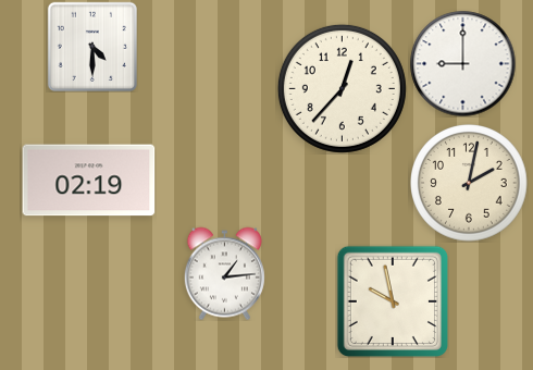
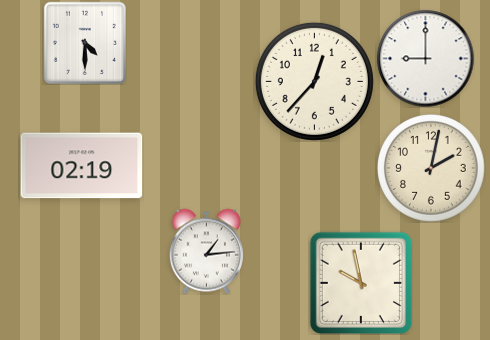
clock at (392, 300) position: (392, 300) -> (360, 282)
